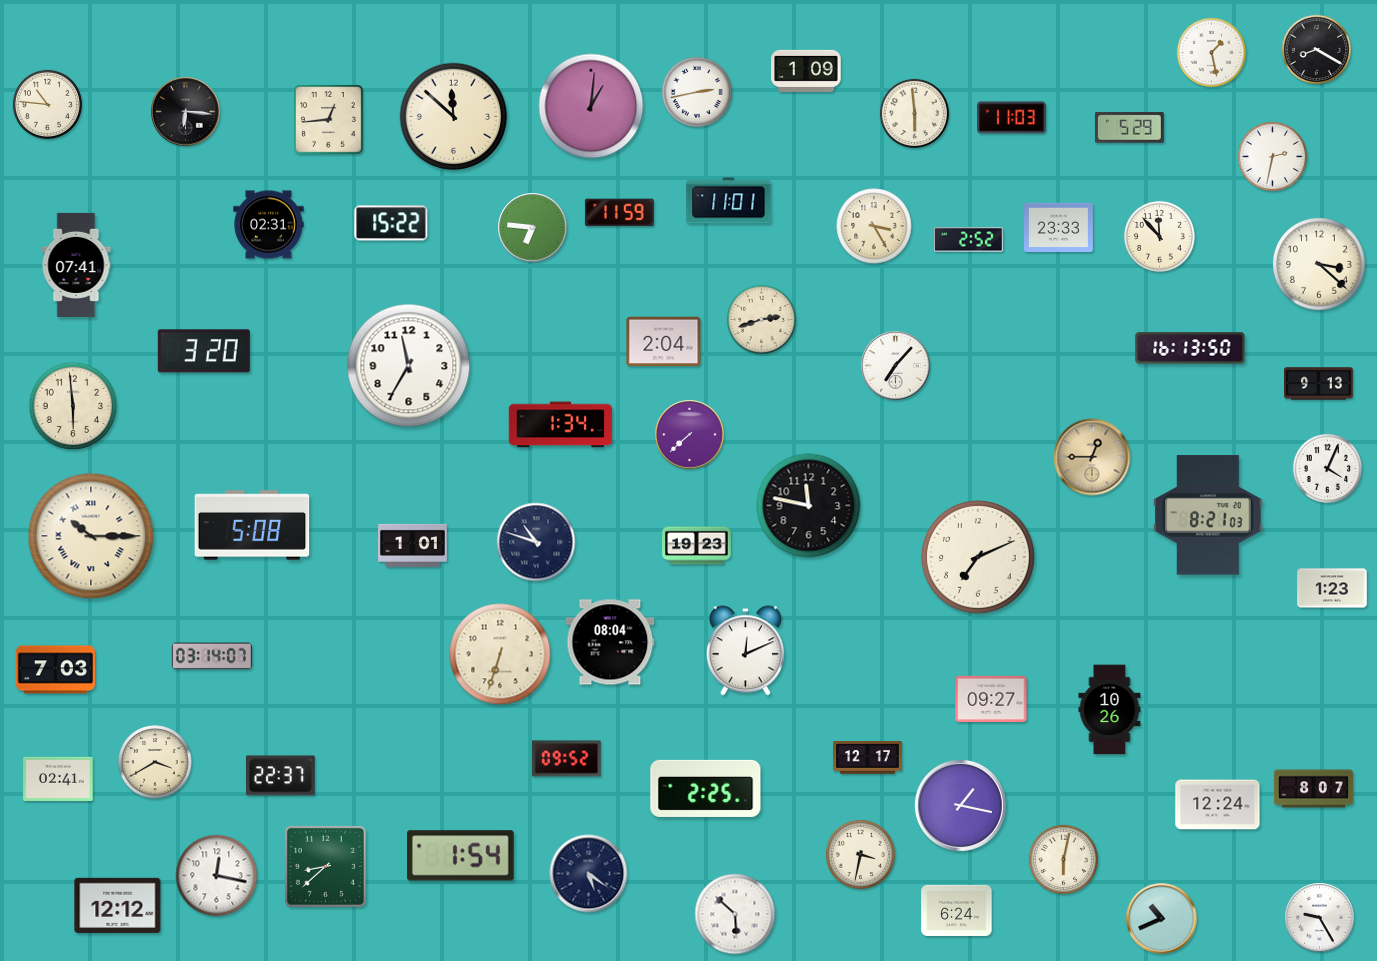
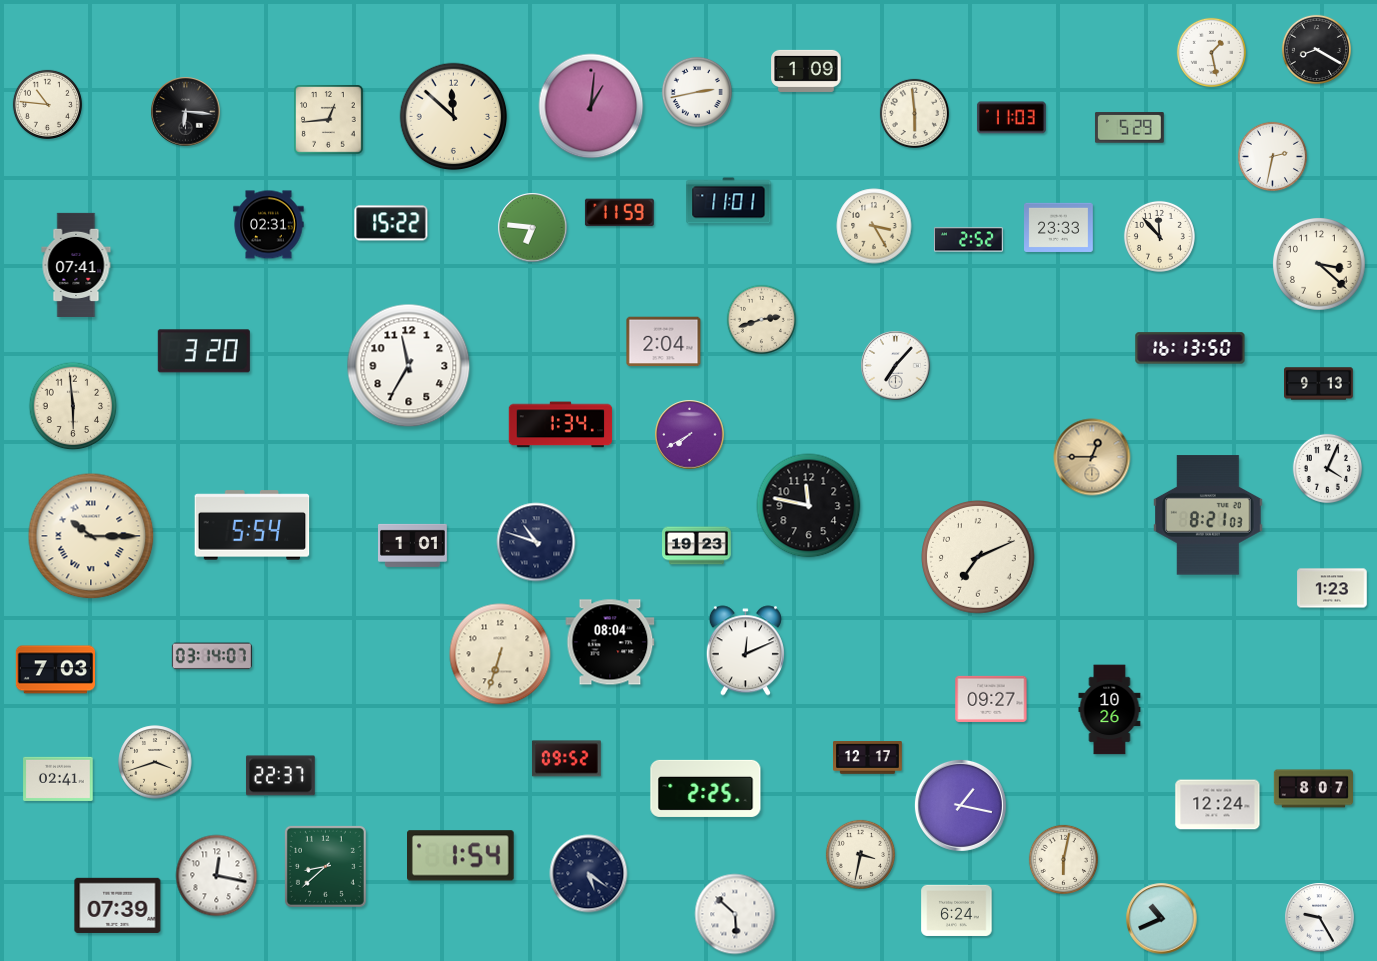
clock at (690, 435): 7:38 -> 7:40
clock at (252, 525): 5:08 -> 5:54
clock at (155, 762): 3:40 -> 3:42
clock at (118, 905): 12:12 -> 07:39
